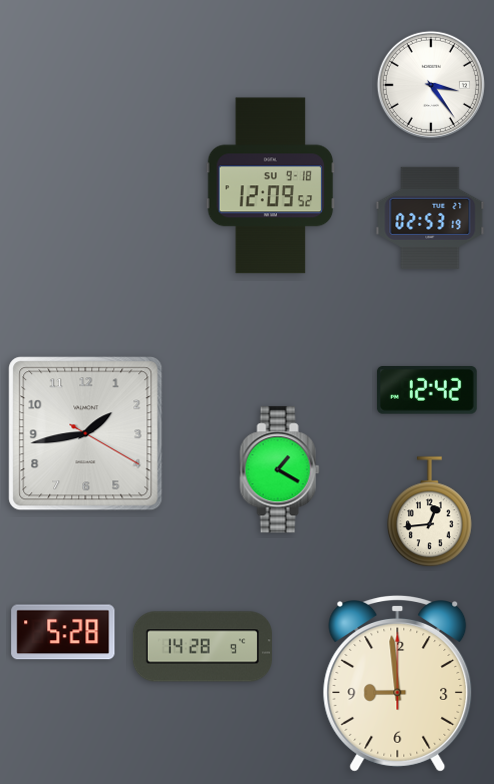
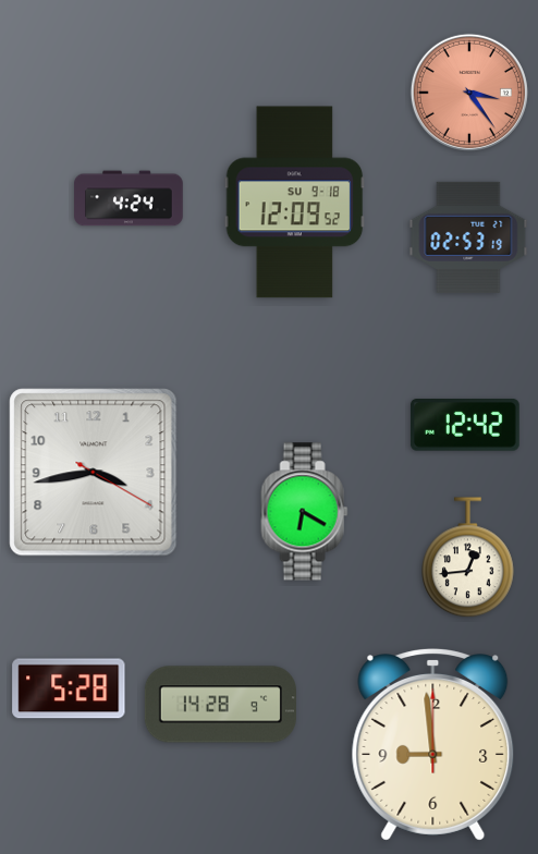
clock at (431, 85) dial: white -> salmon
clock at (129, 198): none -> 4:24
clock at (86, 434): 1:43 -> 3:43
clock at (280, 470): 1:20 -> 6:20
